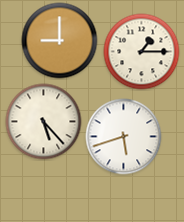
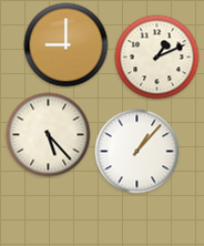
clock at (142, 52): 1:15 -> 1:11
clock at (124, 137): 5:42 -> 1:07
